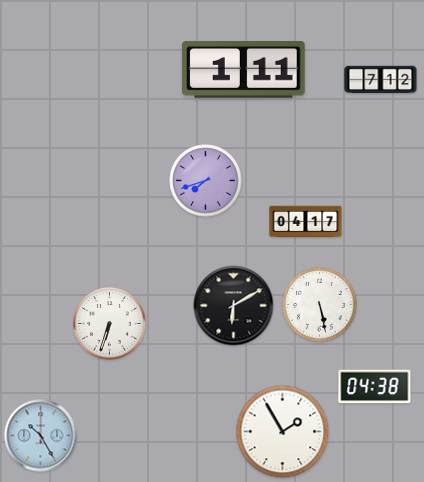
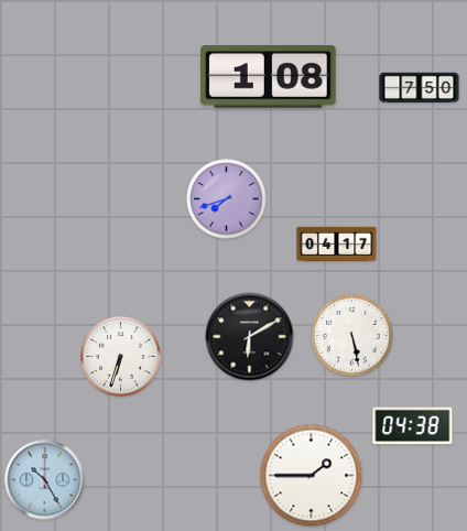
clock at (244, 70): 1:11 -> 1:08
clock at (381, 80): 7:12 -> 7:50
clock at (234, 306) position: (234, 306) -> (250, 337)
clock at (283, 432): 1:55 -> 1:45
